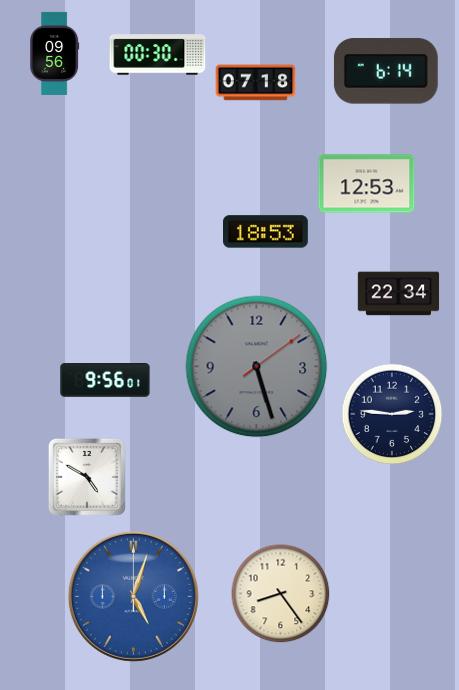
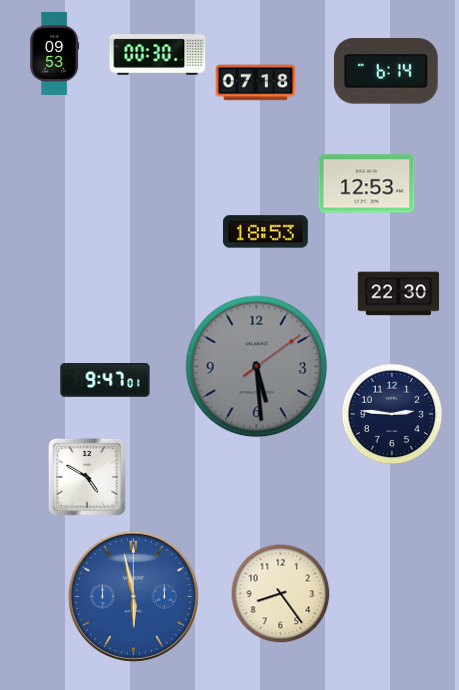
clock at (55, 53): 09:56 -> 09:53
clock at (399, 294): 22:34 -> 22:30
clock at (257, 367): 5:27 -> 5:29
clock at (105, 381): 9:56 -> 9:47
clock at (133, 596): 5:03 -> 5:58
